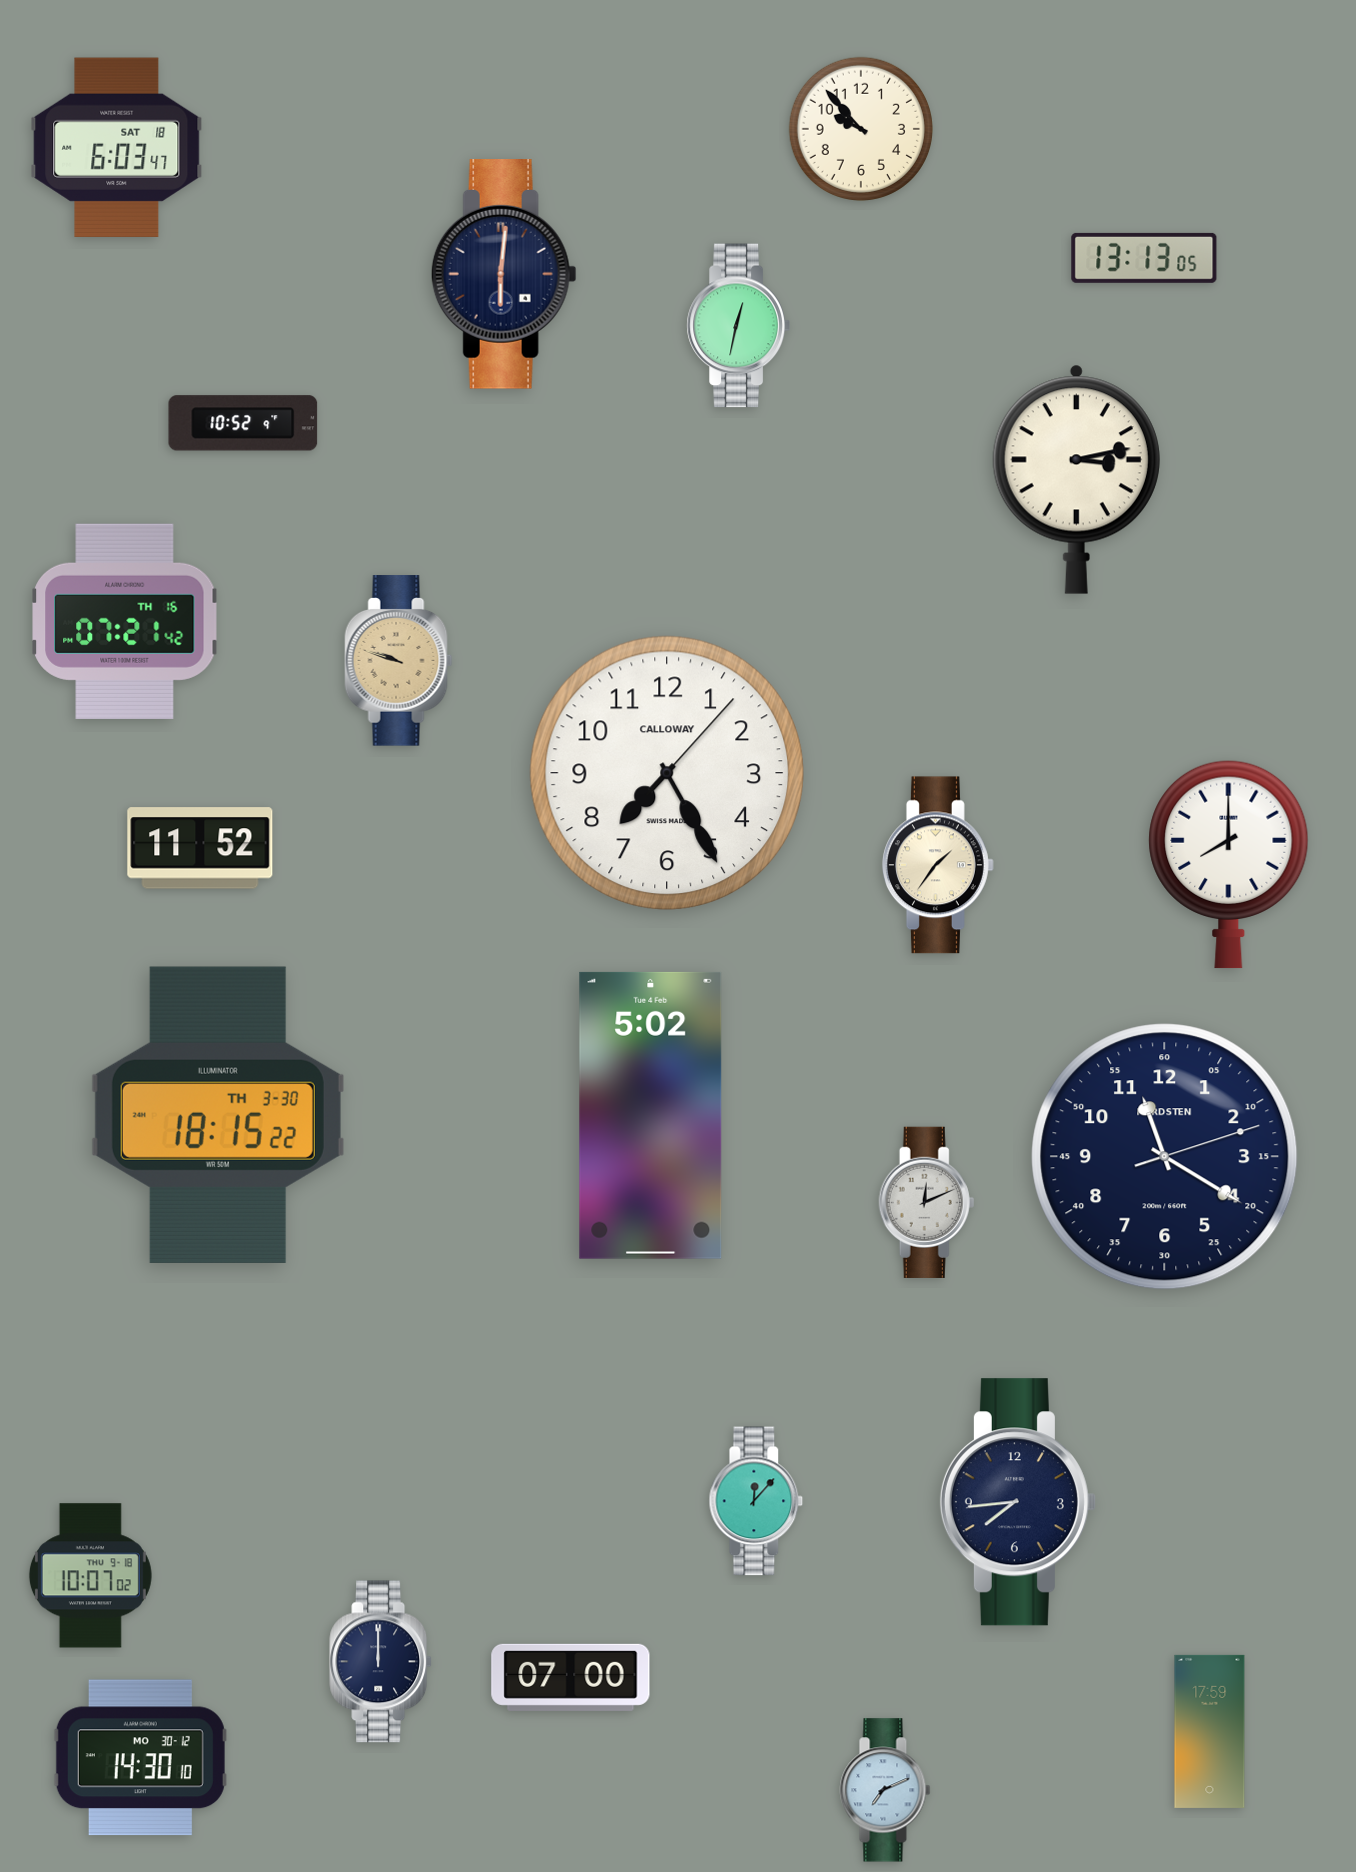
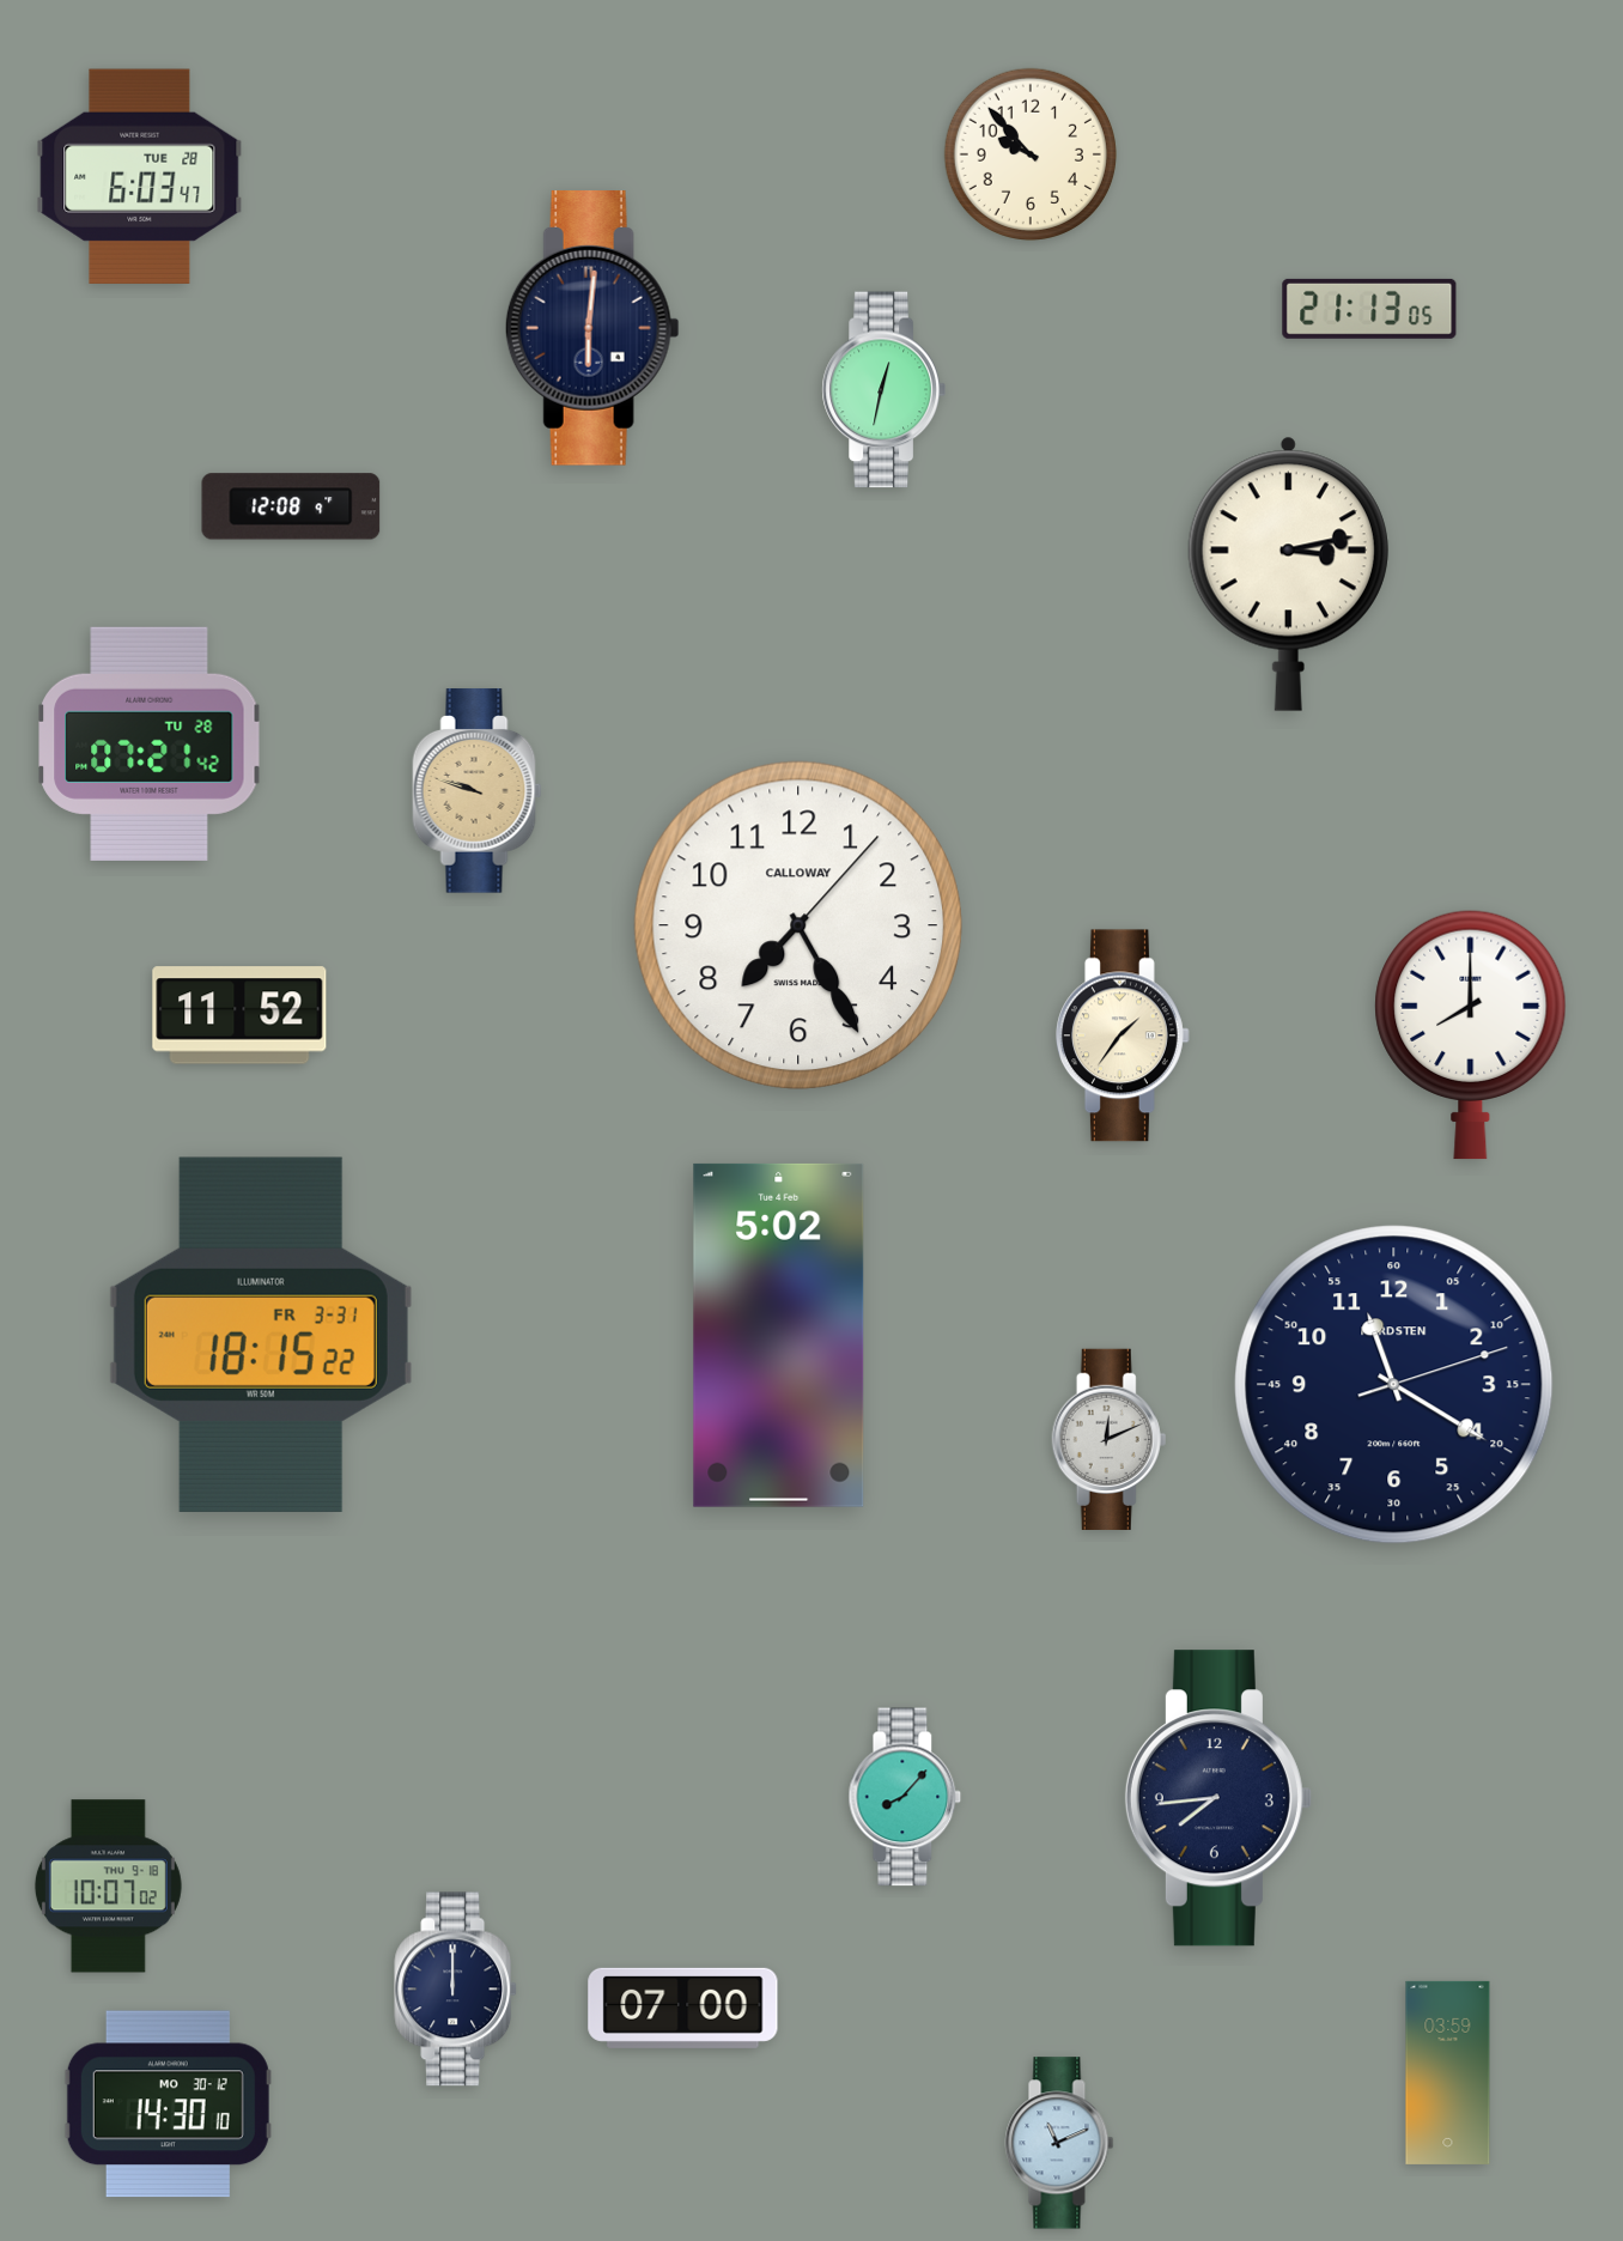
clock at (117, 147) date: SAT 18 -> TUE 28
clock at (1144, 258): 13:13 -> 21:13
clock at (504, 275) position: (504, 275) -> (592, 329)
clock at (243, 423): 10:52 -> 12:08
clock at (125, 621) date: TH 16 -> TU 28
clock at (218, 1115) date: TH 3-30 -> FR 3-31
clock at (756, 1501): 12:07 -> 8:07
clock at (1210, 1731): 17:59 -> 03:59
clock at (885, 1790): 7:11 -> 11:11
